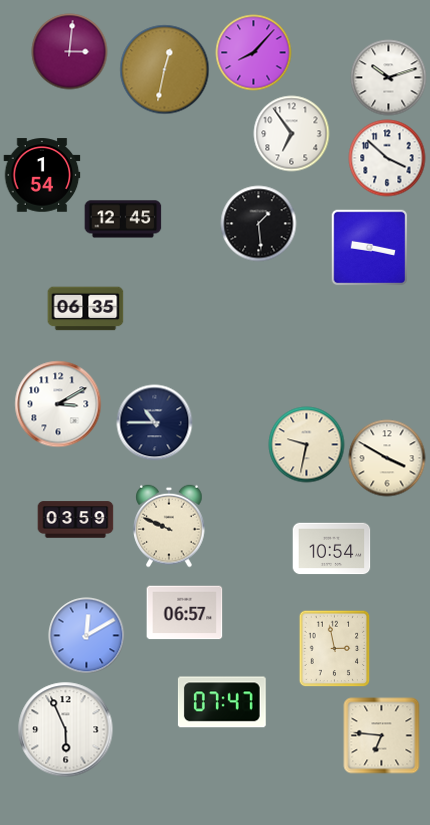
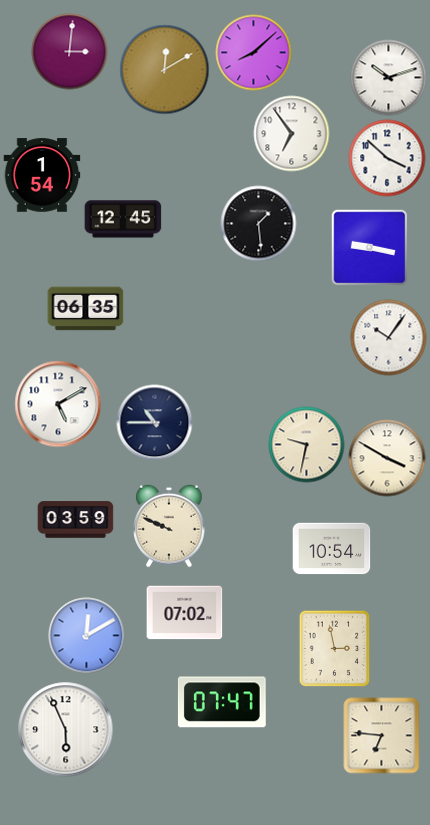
clock at (254, 53): 8:07 -> 8:08
clock at (165, 70): 12:32 -> 12:10
clock at (389, 338): none -> 10:06
clock at (58, 404): 3:10 -> 5:10
clock at (185, 613): 06:57 -> 07:02
